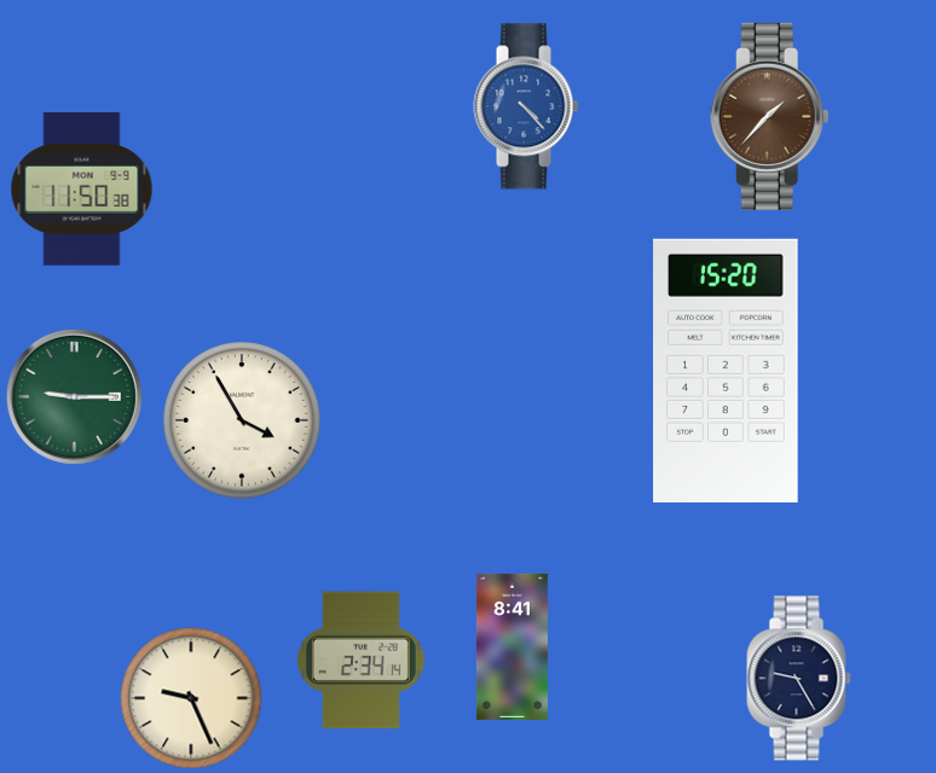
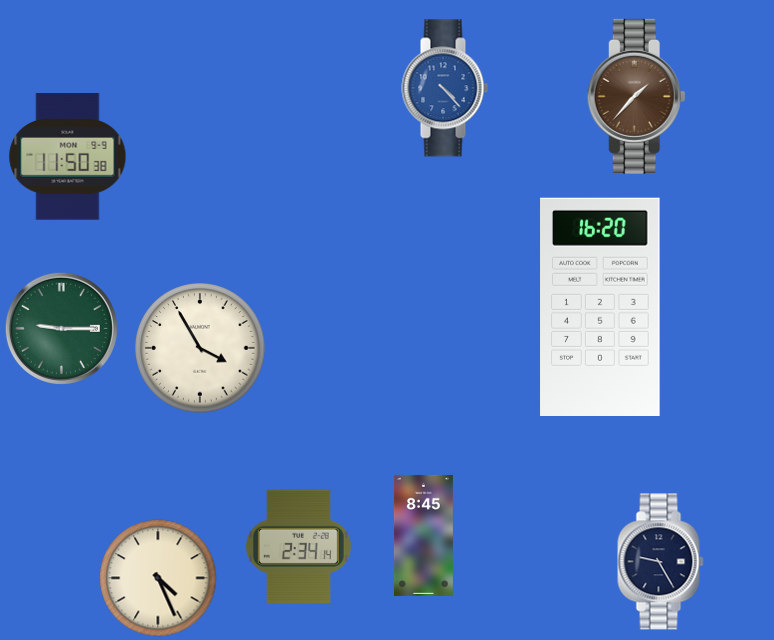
clock at (526, 106) position: (526, 106) -> (445, 88)
clock at (726, 370): 15:20 -> 16:20
clock at (512, 646): 8:41 -> 8:45
clock at (191, 698): 9:26 -> 4:26
